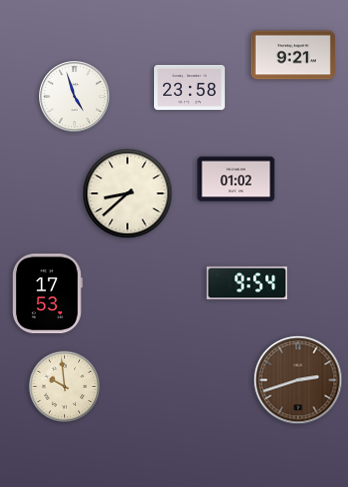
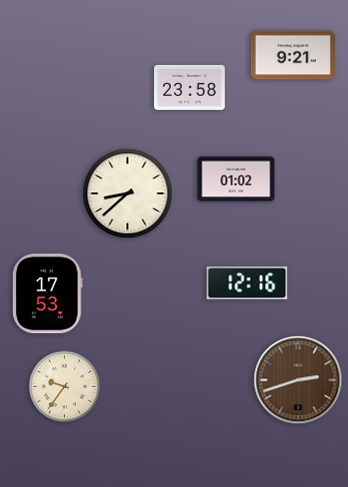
clock at (75, 97): 4:57 -> none
clock at (247, 283): 9:54 -> 12:16
clock at (65, 387): 9:59 -> 9:36
